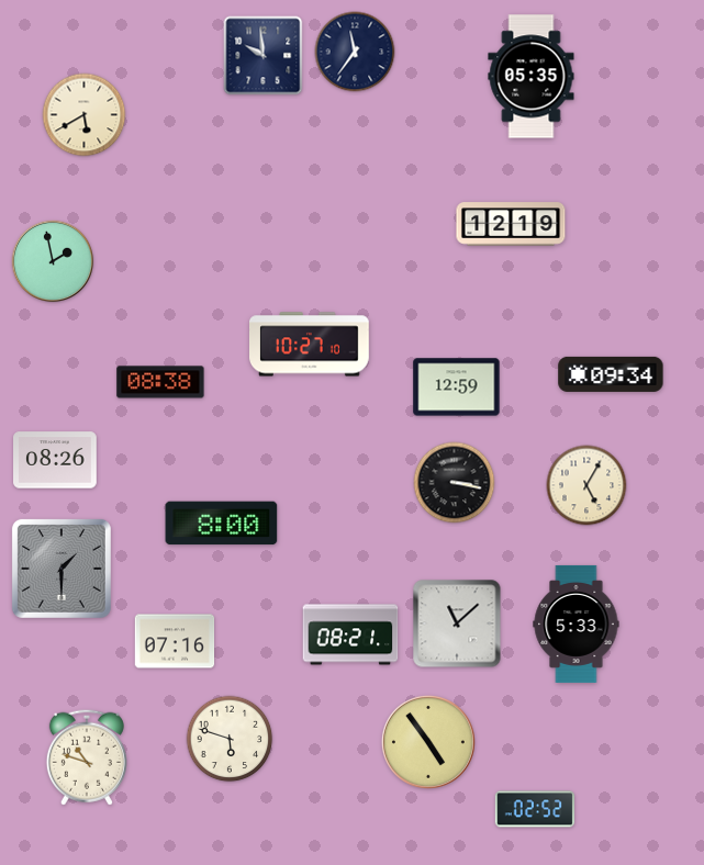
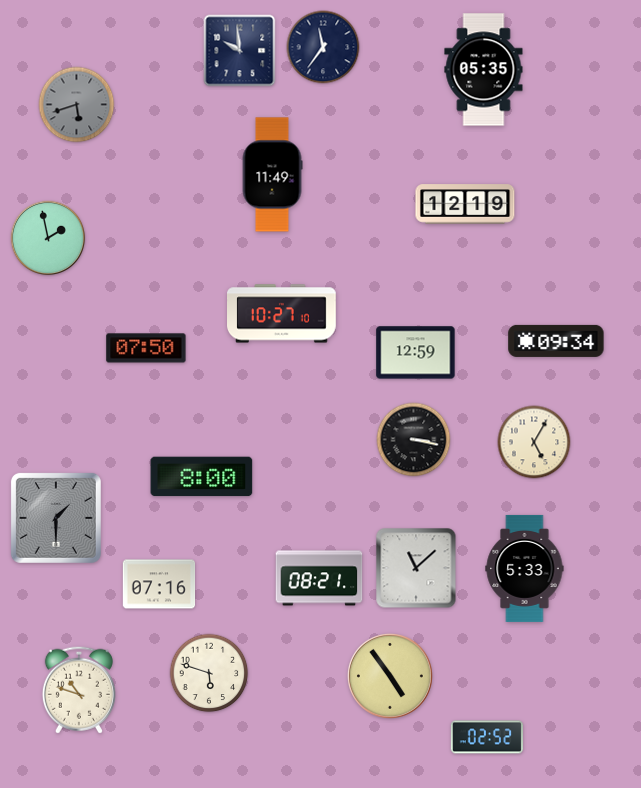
clock at (85, 115): 5:40 -> 5:42
clock at (85, 115) dial: cream -> grey
clock at (272, 175): none -> 11:49
clock at (160, 382): 08:38 -> 07:50
clock at (56, 460): 08:26 -> none
